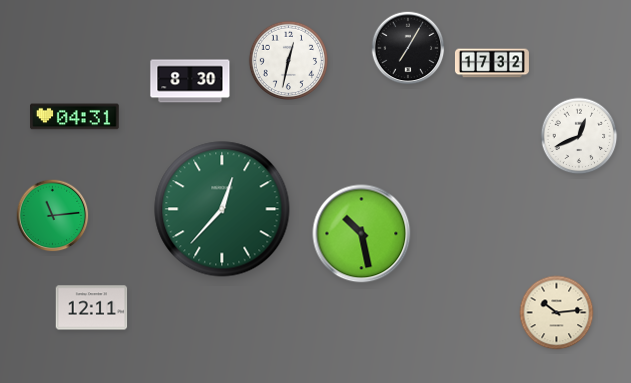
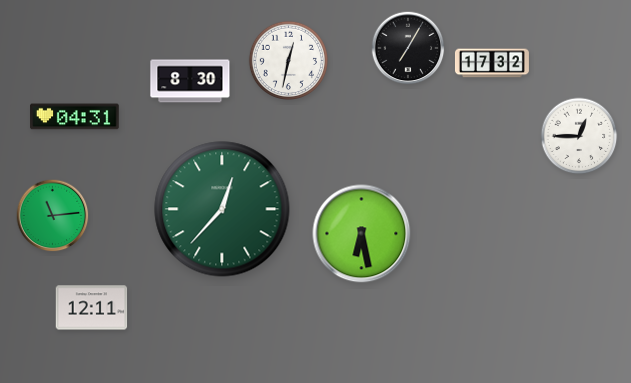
clock at (579, 136): 12:41 -> 12:45
clock at (362, 234): 10:28 -> 6:28
clock at (557, 313): 10:14 -> none
